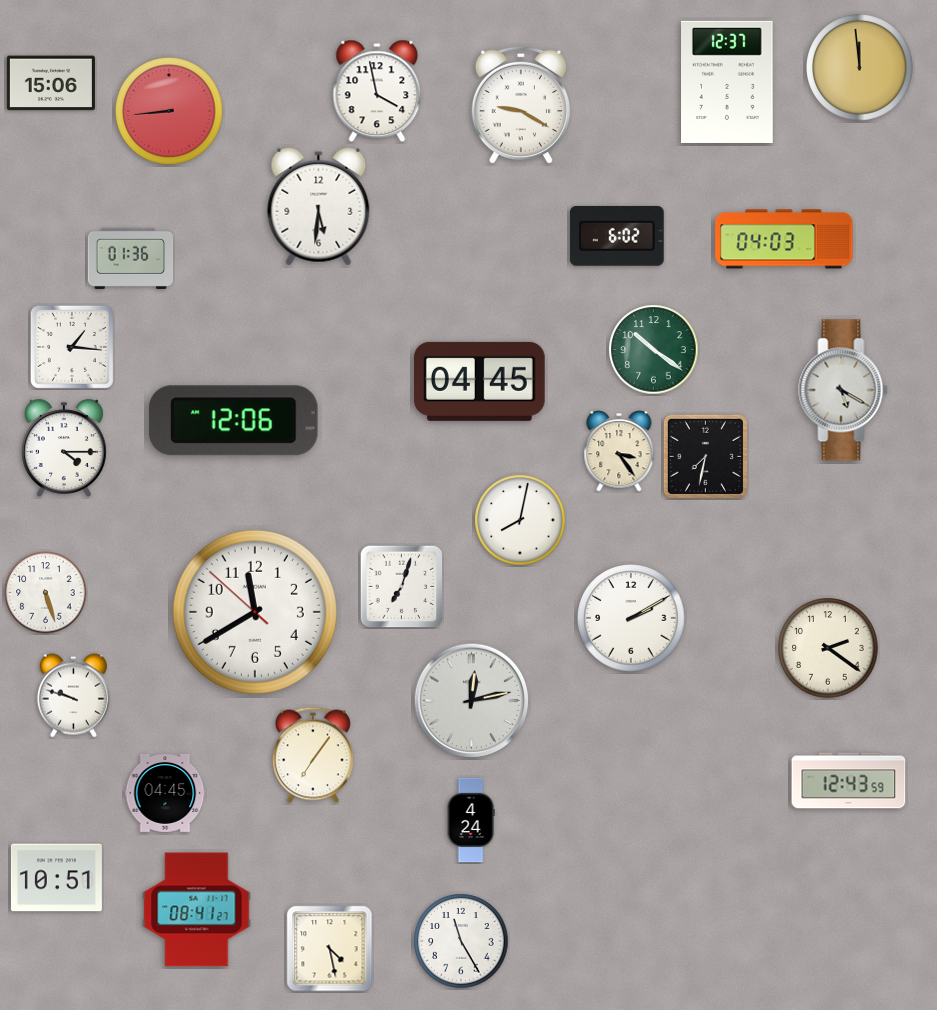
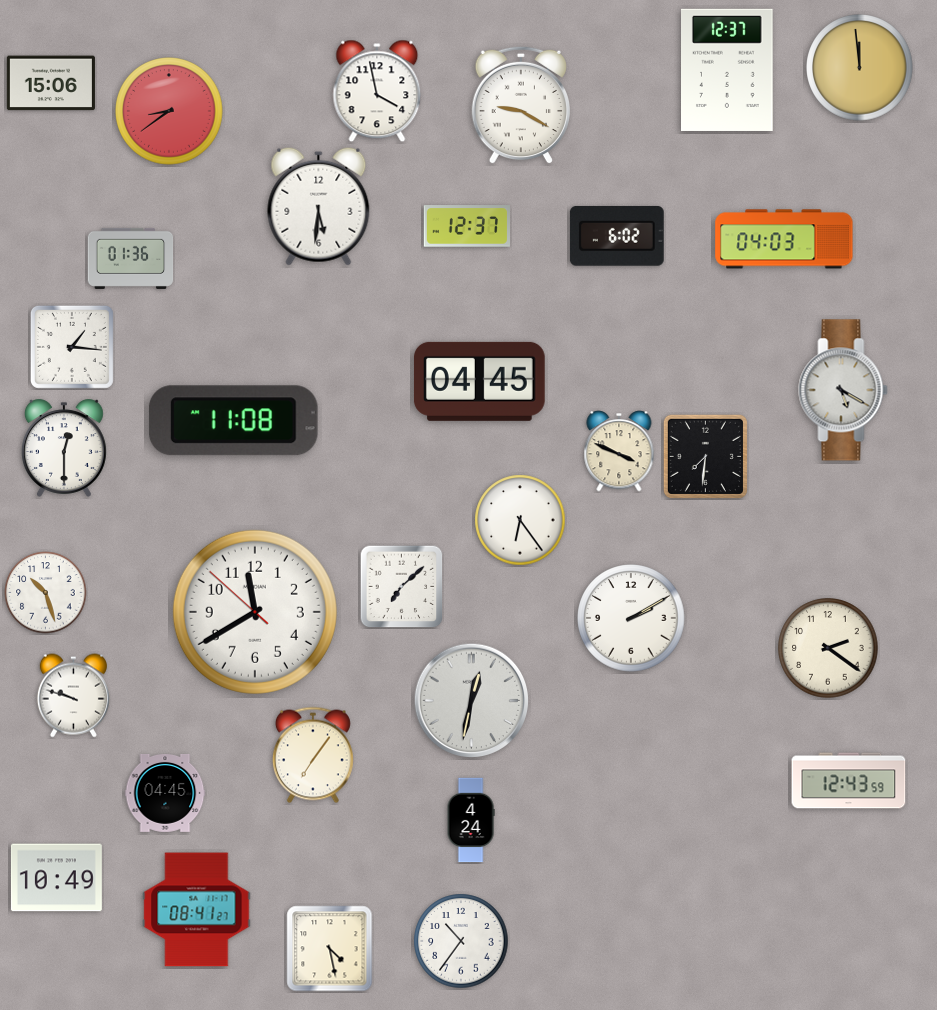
clock at (727, 82) position: (727, 82) -> (727, 70)
clock at (169, 111): 8:44 -> 8:39
clock at (466, 226): none -> 12:37
clock at (654, 350): 10:21 -> none
clock at (233, 421): 12:06 -> 11:08
clock at (64, 448): 4:15 -> 12:30
clock at (619, 451): 3:24 -> 3:49
clock at (705, 456): 7:32 -> 7:31
clock at (520, 520): 8:02 -> 6:24
clock at (401, 586): 7:03 -> 7:08
clock at (46, 593): 5:27 -> 10:27
clock at (472, 701): 12:13 -> 12:32
clock at (56, 878): 10:51 -> 10:49
clock at (461, 941): 11:25 -> 10:36
